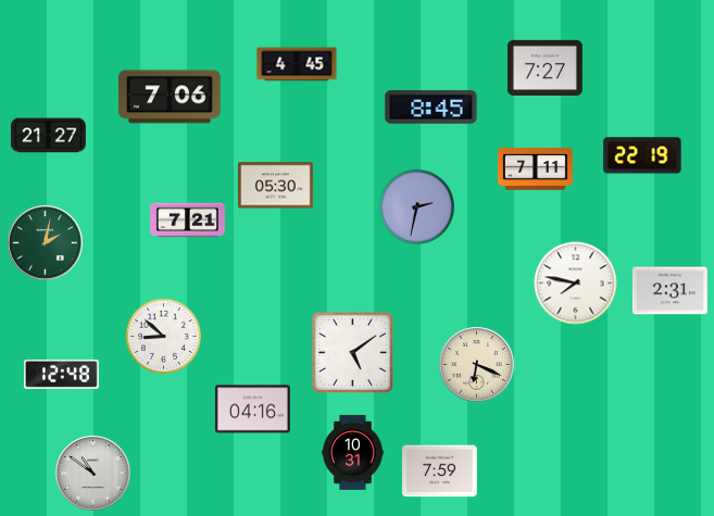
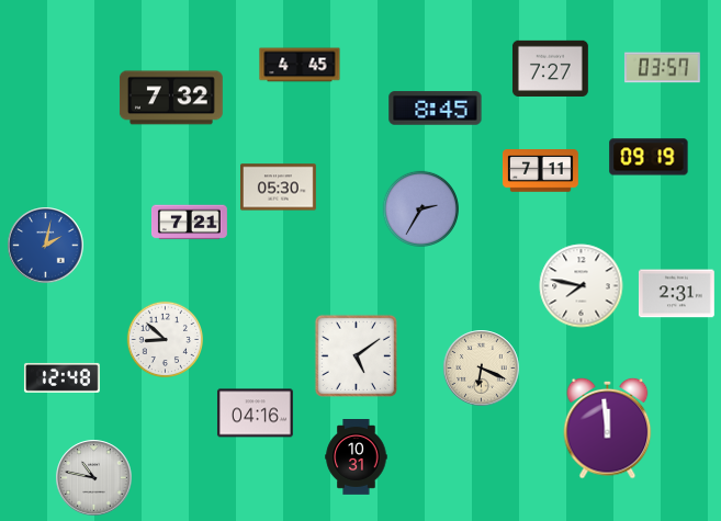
clock at (662, 68): none -> 03:57
clock at (170, 97): 7:06 -> 7:32
clock at (48, 136): 21:27 -> none
clock at (642, 155): 22:19 -> 09:19
clock at (416, 206): 2:32 -> 2:35
clock at (46, 243) dial: green -> blue
clock at (608, 428): none -> 11:59
clock at (439, 471): 7:59 -> none
clock at (93, 474): 10:51 -> 10:47
